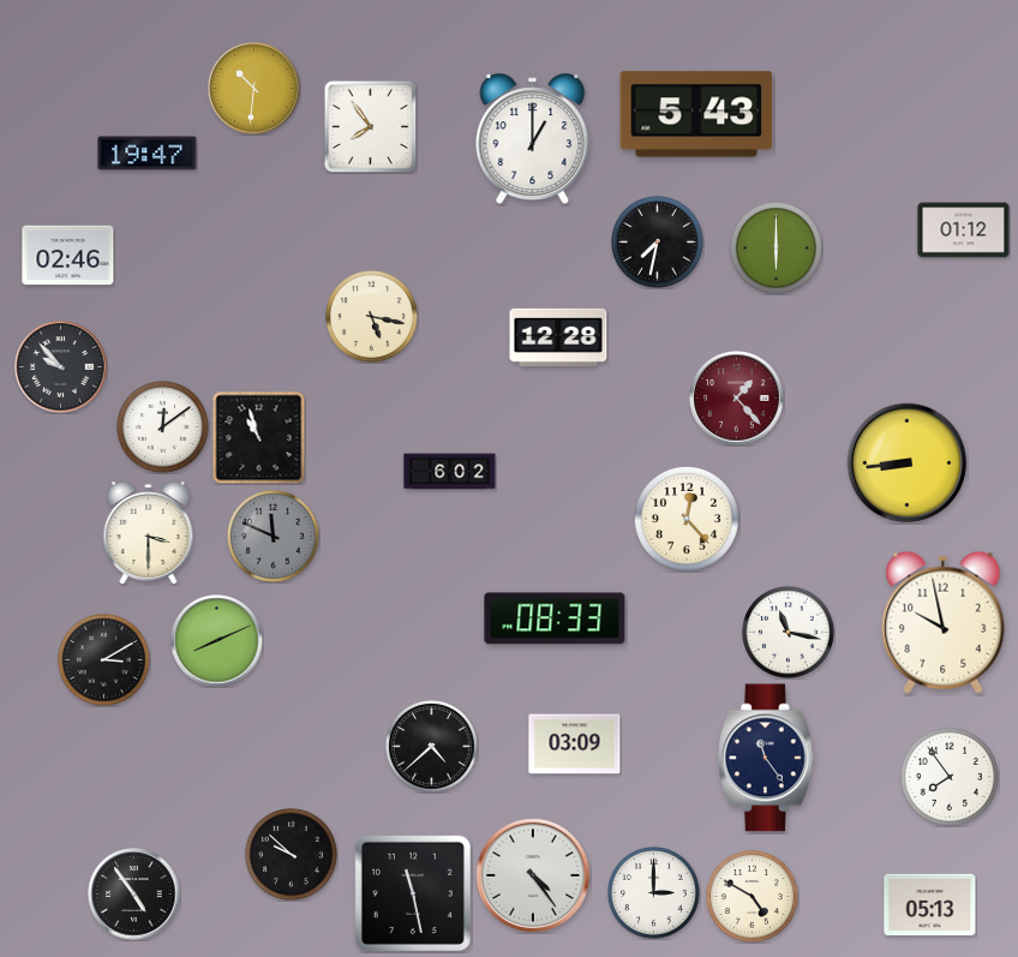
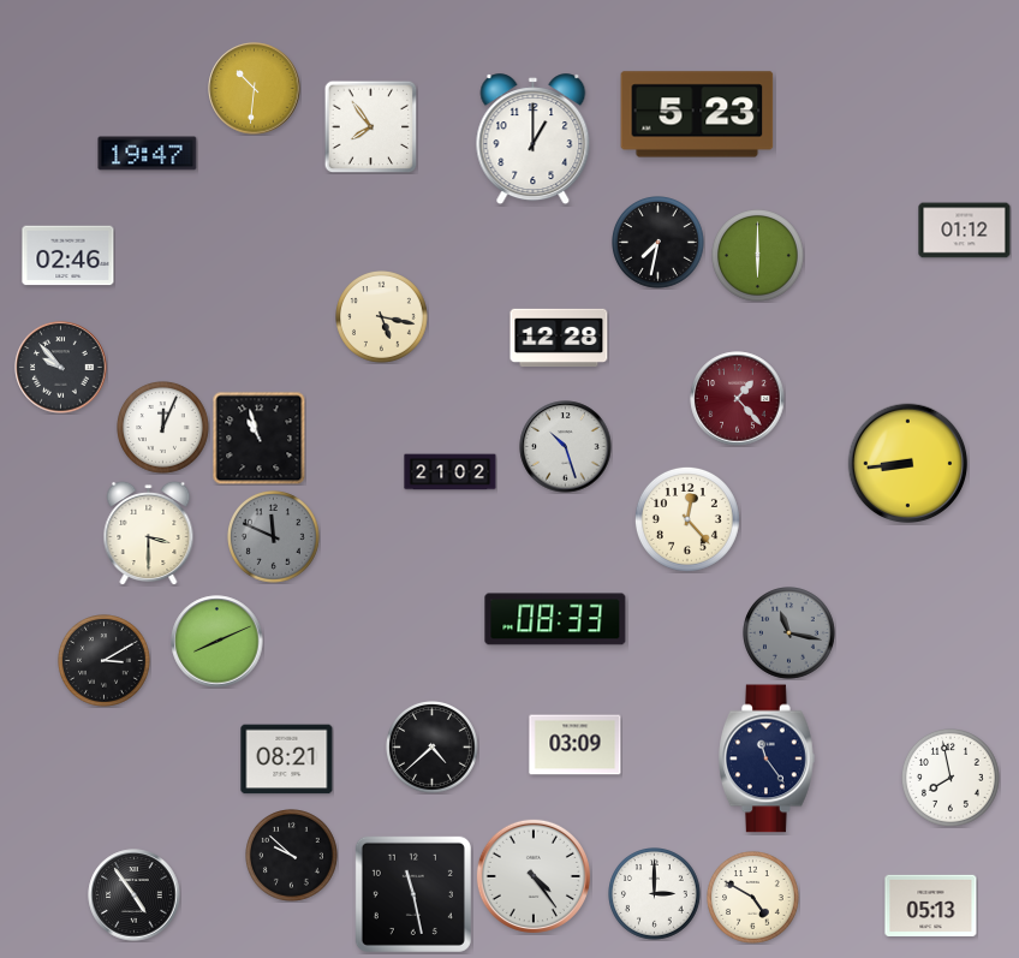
clock at (696, 114): 5:43 -> 5:23
clock at (777, 249) position: (777, 249) -> (758, 256)
clock at (372, 317) position: (372, 317) -> (382, 317)
clock at (163, 427): 12:09 -> 12:04
clock at (566, 447): none -> 10:27
clock at (450, 472): 6:02 -> 21:02
clock at (944, 622): 9:58 -> none
clock at (789, 633) dial: white -> grey
clock at (287, 760): none -> 08:21
clock at (950, 777): 7:54 -> 7:58
